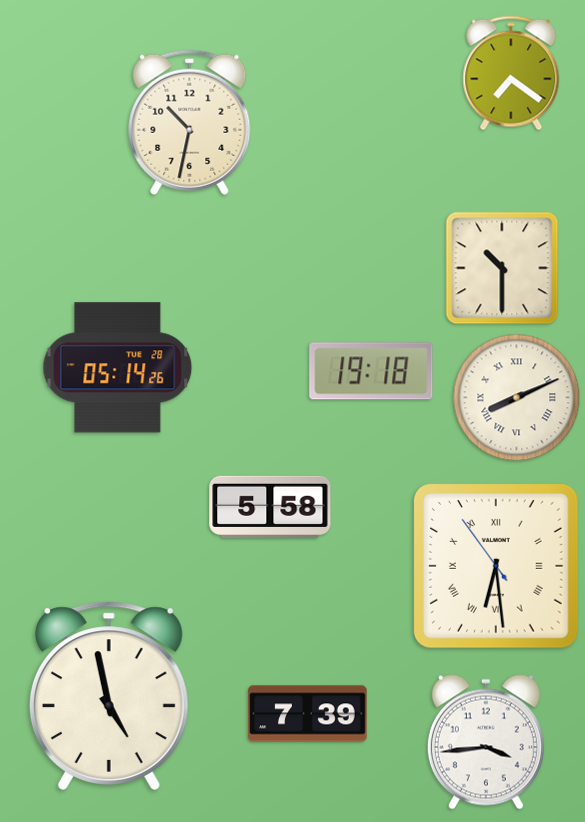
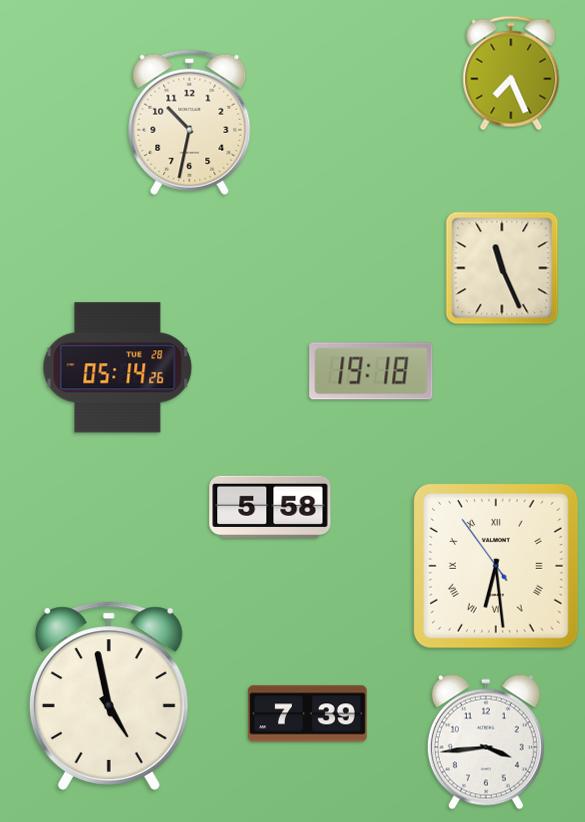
clock at (511, 73): 7:21 -> 7:26
clock at (502, 268): 10:30 -> 11:26
clock at (517, 398): 8:11 -> none
